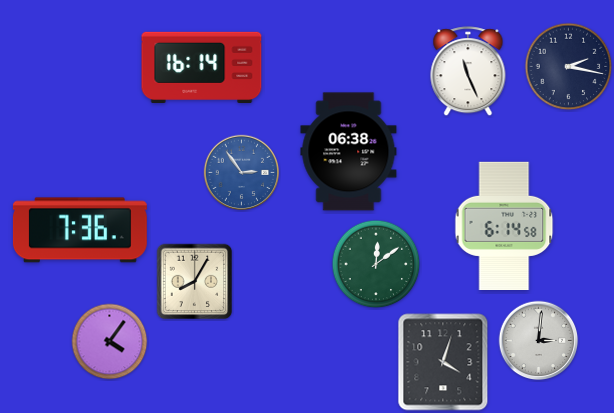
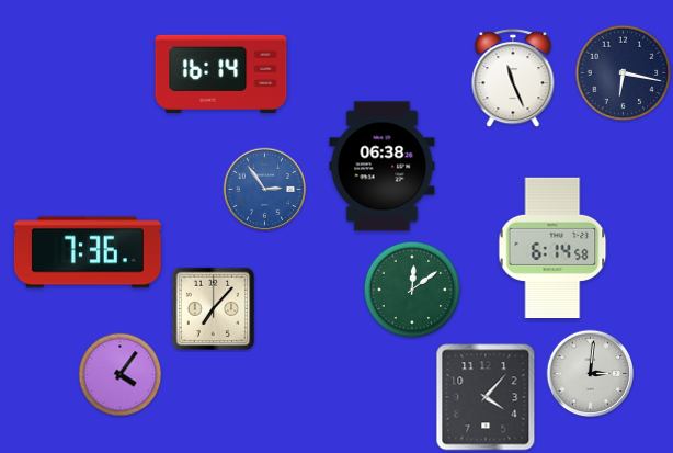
clock at (569, 67): 2:17 -> 6:17
clock at (195, 282): 8:05 -> 7:07
clock at (443, 362): 4:03 -> 4:07
